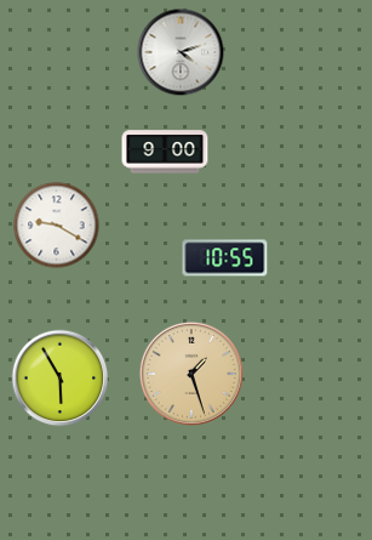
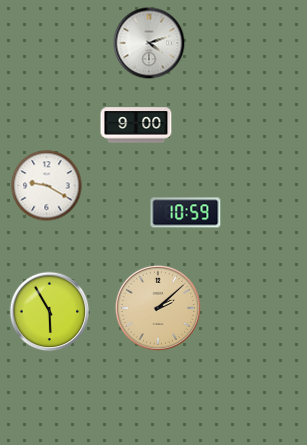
clock at (225, 258): 10:55 -> 10:59
clock at (191, 374): 1:27 -> 2:08
